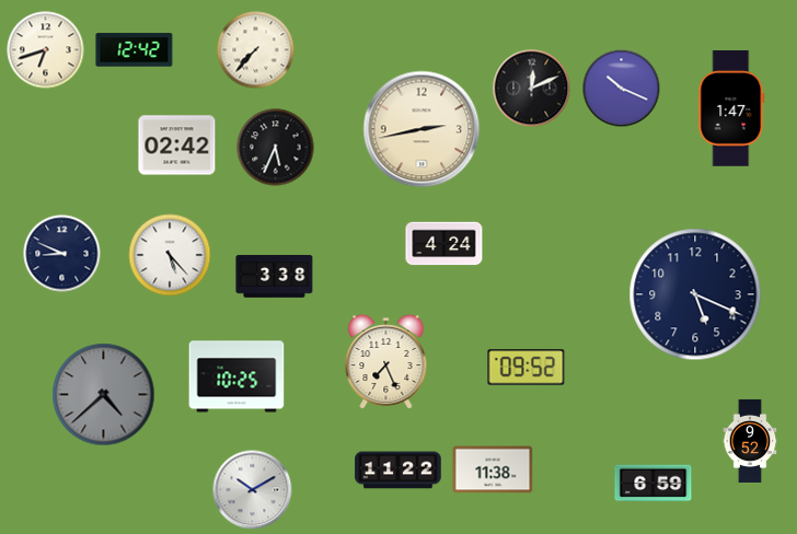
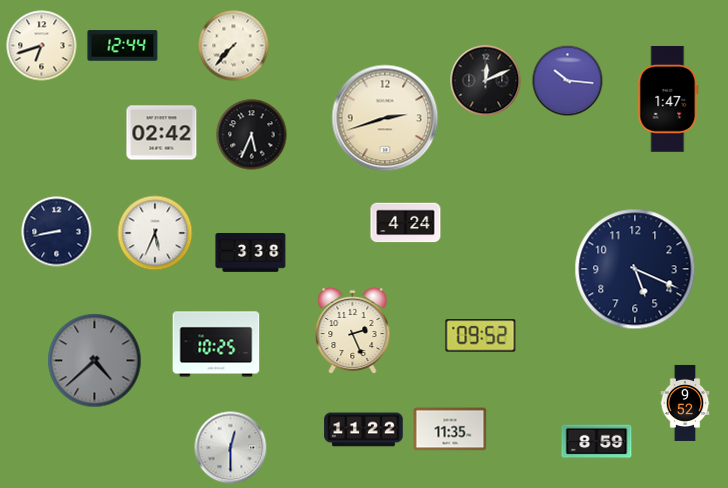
clock at (135, 50): 12:42 -> 12:44
clock at (622, 89): 10:19 -> 10:16
clock at (421, 129): 2:43 -> 2:42
clock at (62, 254): 8:49 -> 8:43
clock at (170, 255): 5:23 -> 5:34
clock at (386, 362): 7:26 -> 2:26
clock at (493, 469): 11:38 -> 11:35
clock at (654, 484): 6:59 -> 8:59
clock at (253, 490): 10:10 -> 12:30
